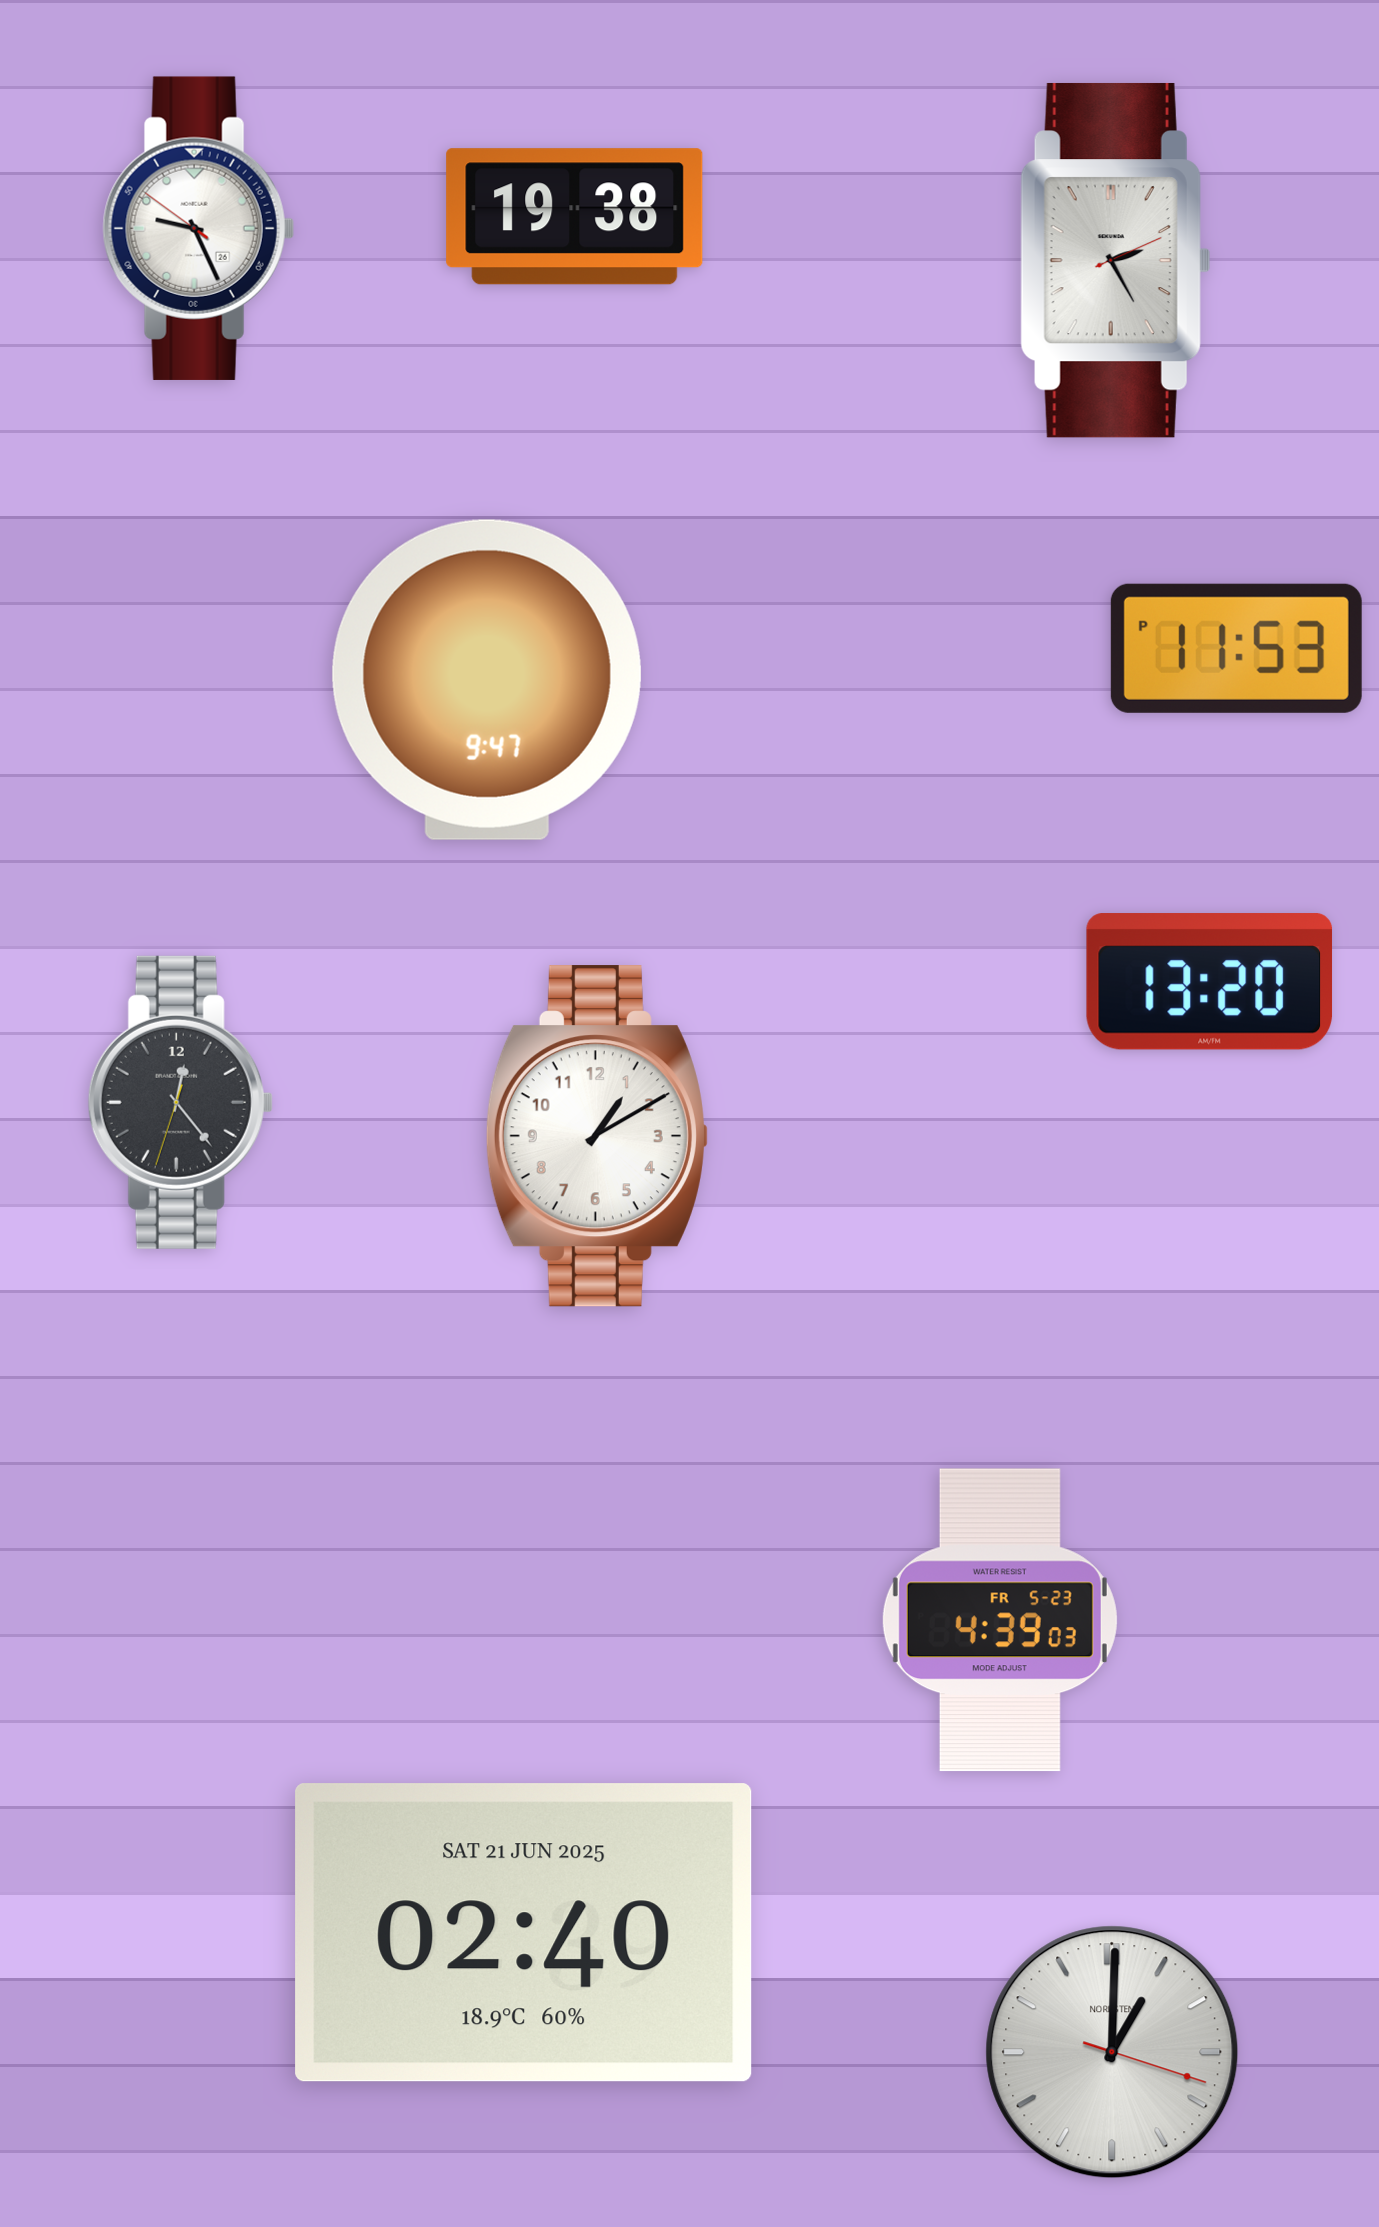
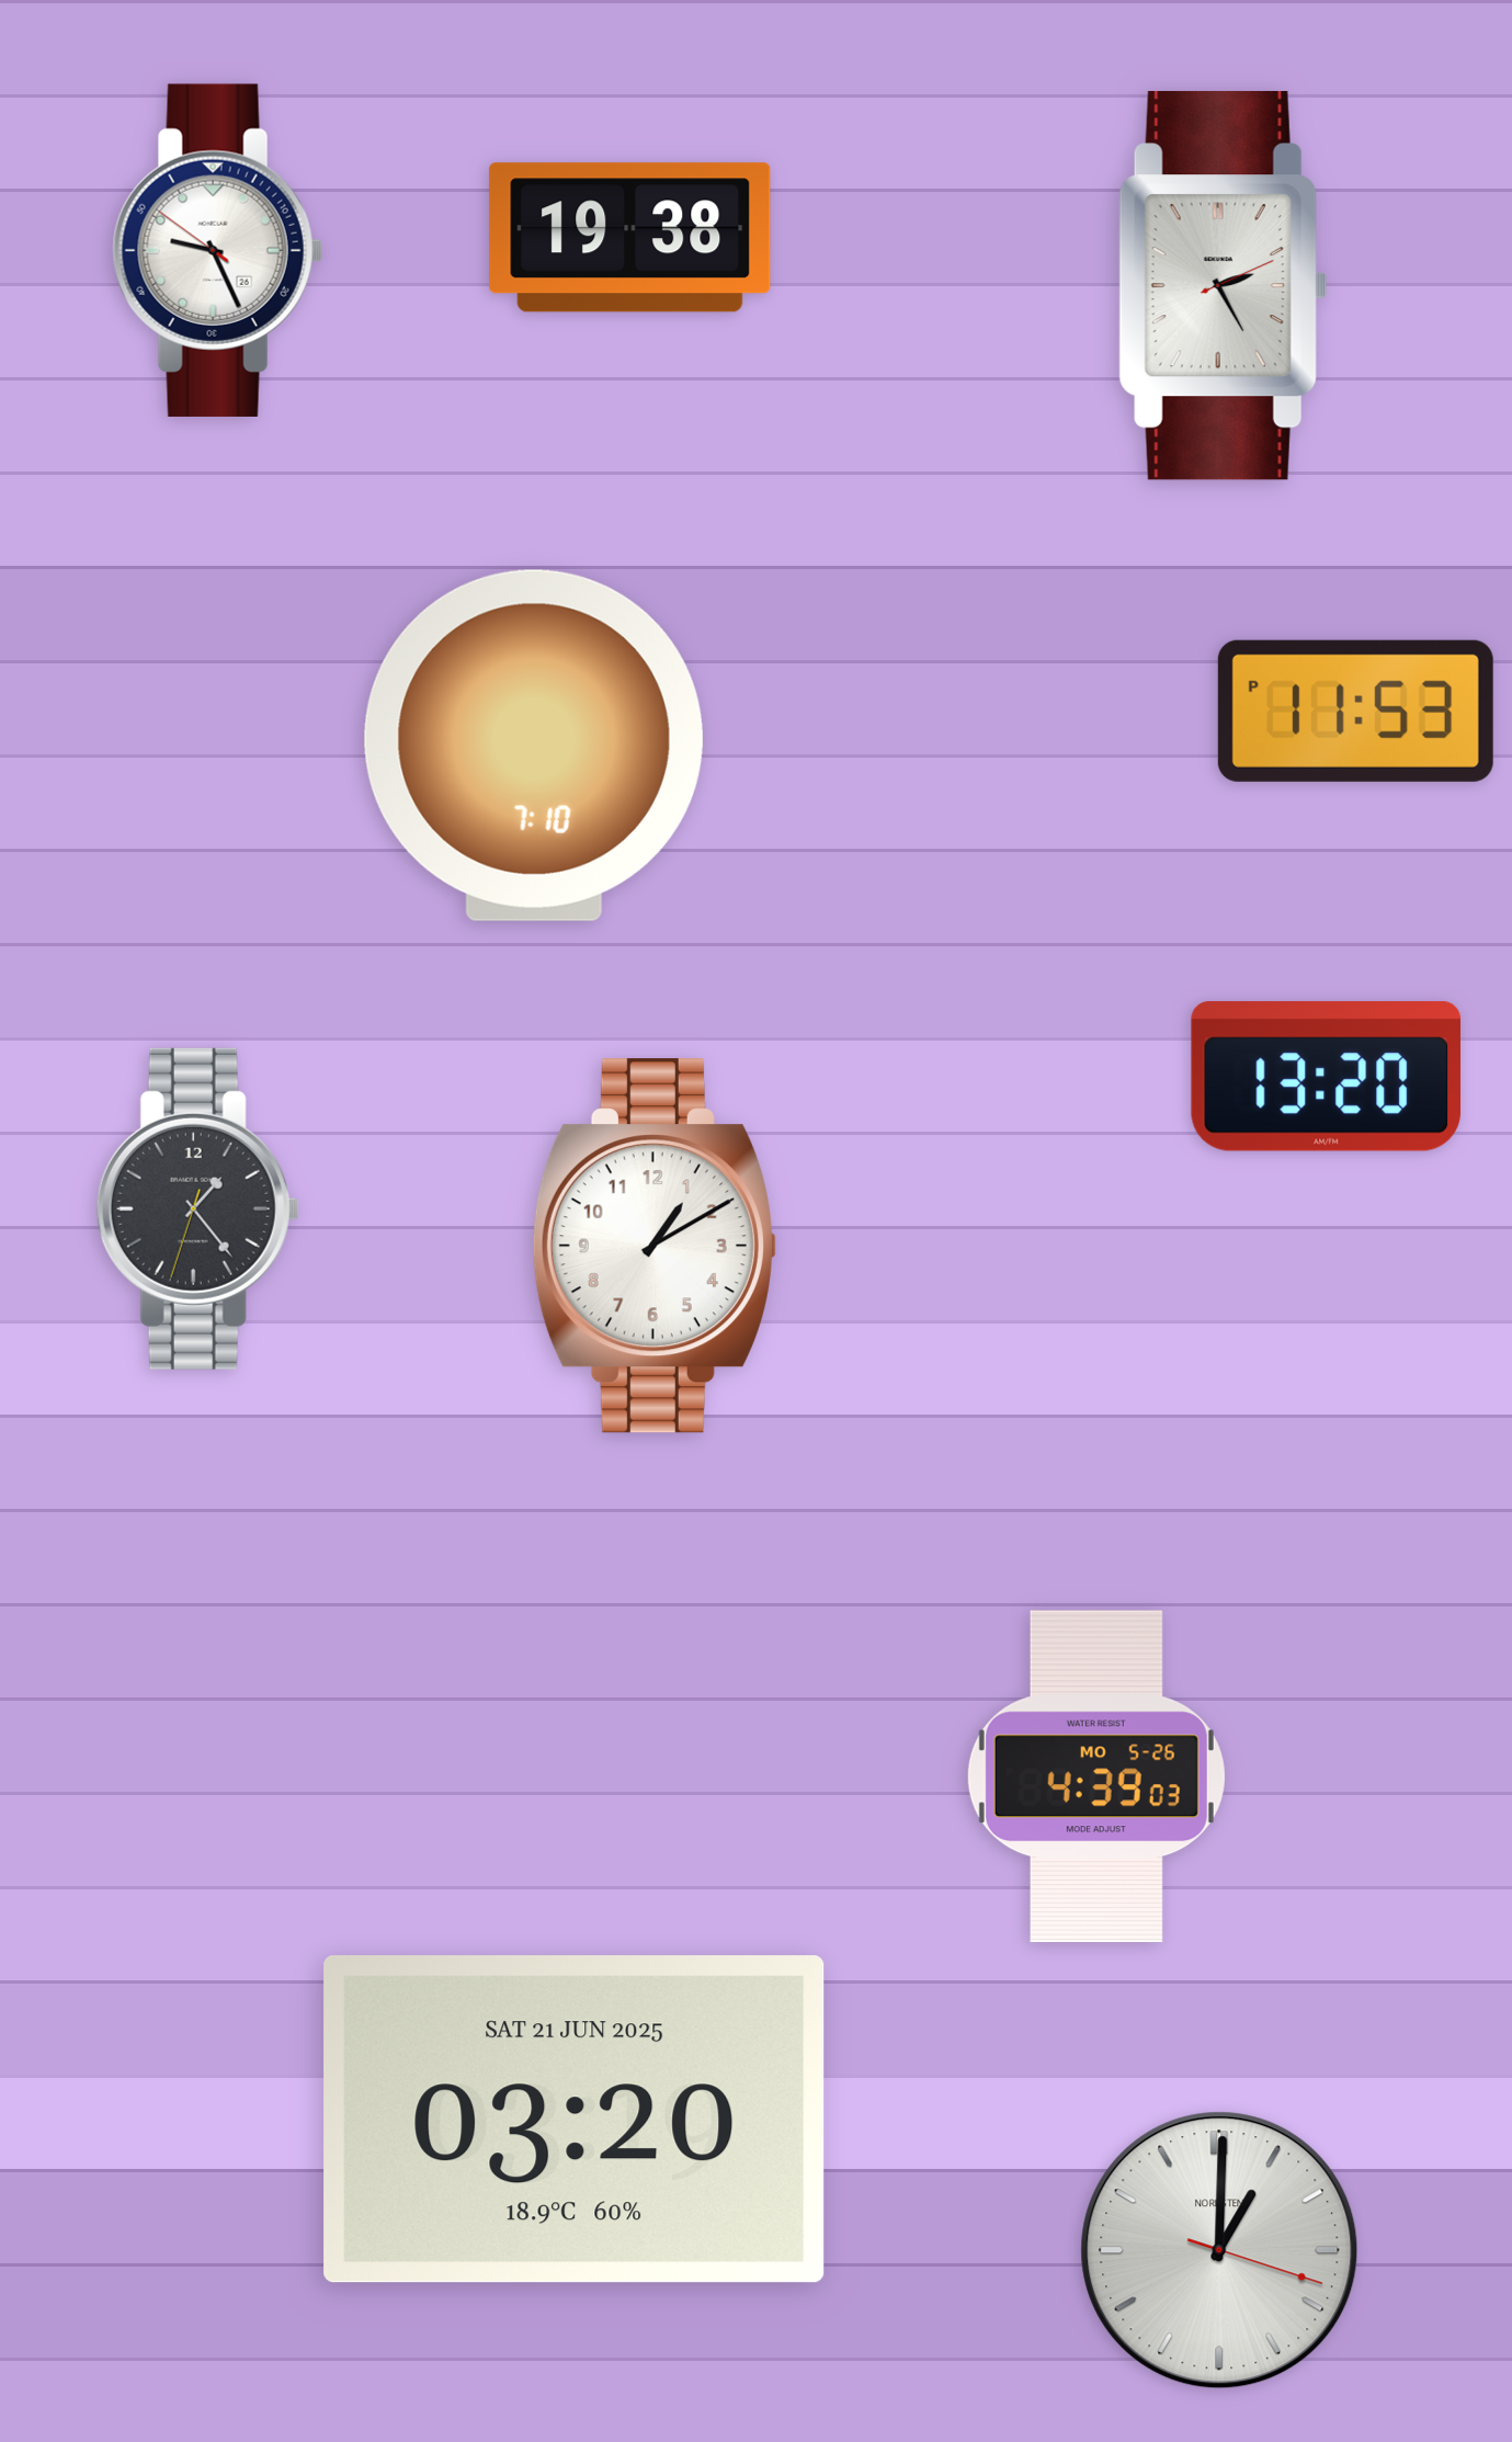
clock at (487, 680): 9:47 -> 7:10
clock at (180, 1102): 12:23 -> 1:23
clock at (1000, 1620) date: FR 5-23 -> MO 5-26
clock at (524, 1933): 02:40 -> 03:20
